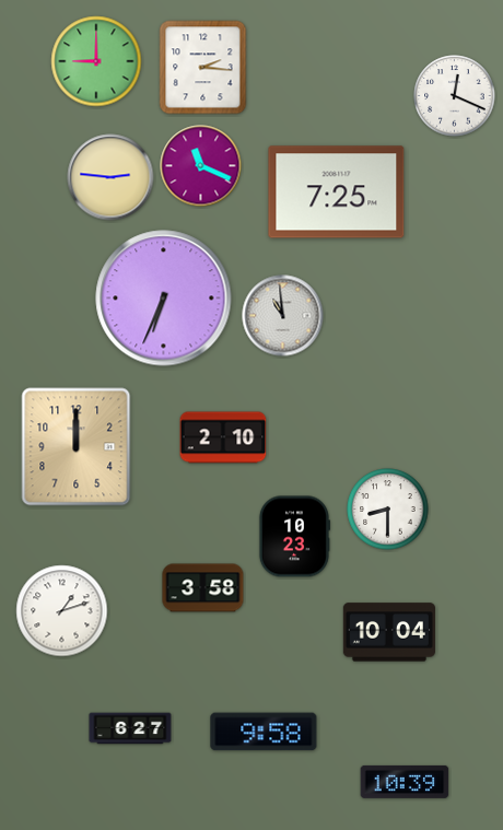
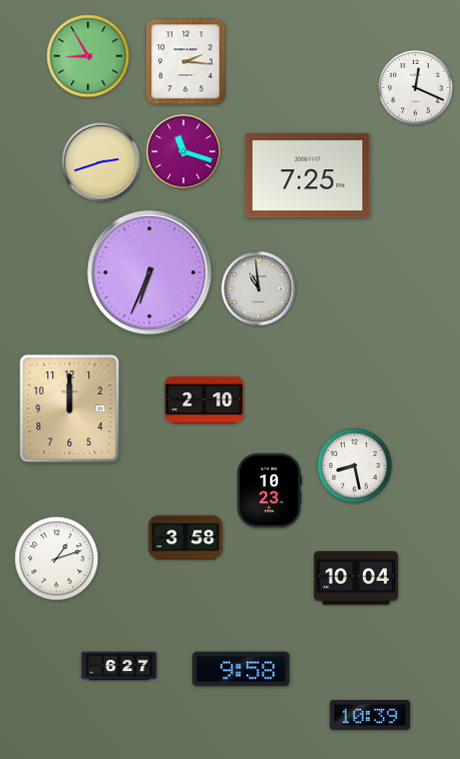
clock at (96, 61): 9:00 -> 8:55
clock at (201, 166): 11:19 -> 11:18
clock at (110, 177): 2:46 -> 2:42
clock at (388, 510): 8:30 -> 8:28
